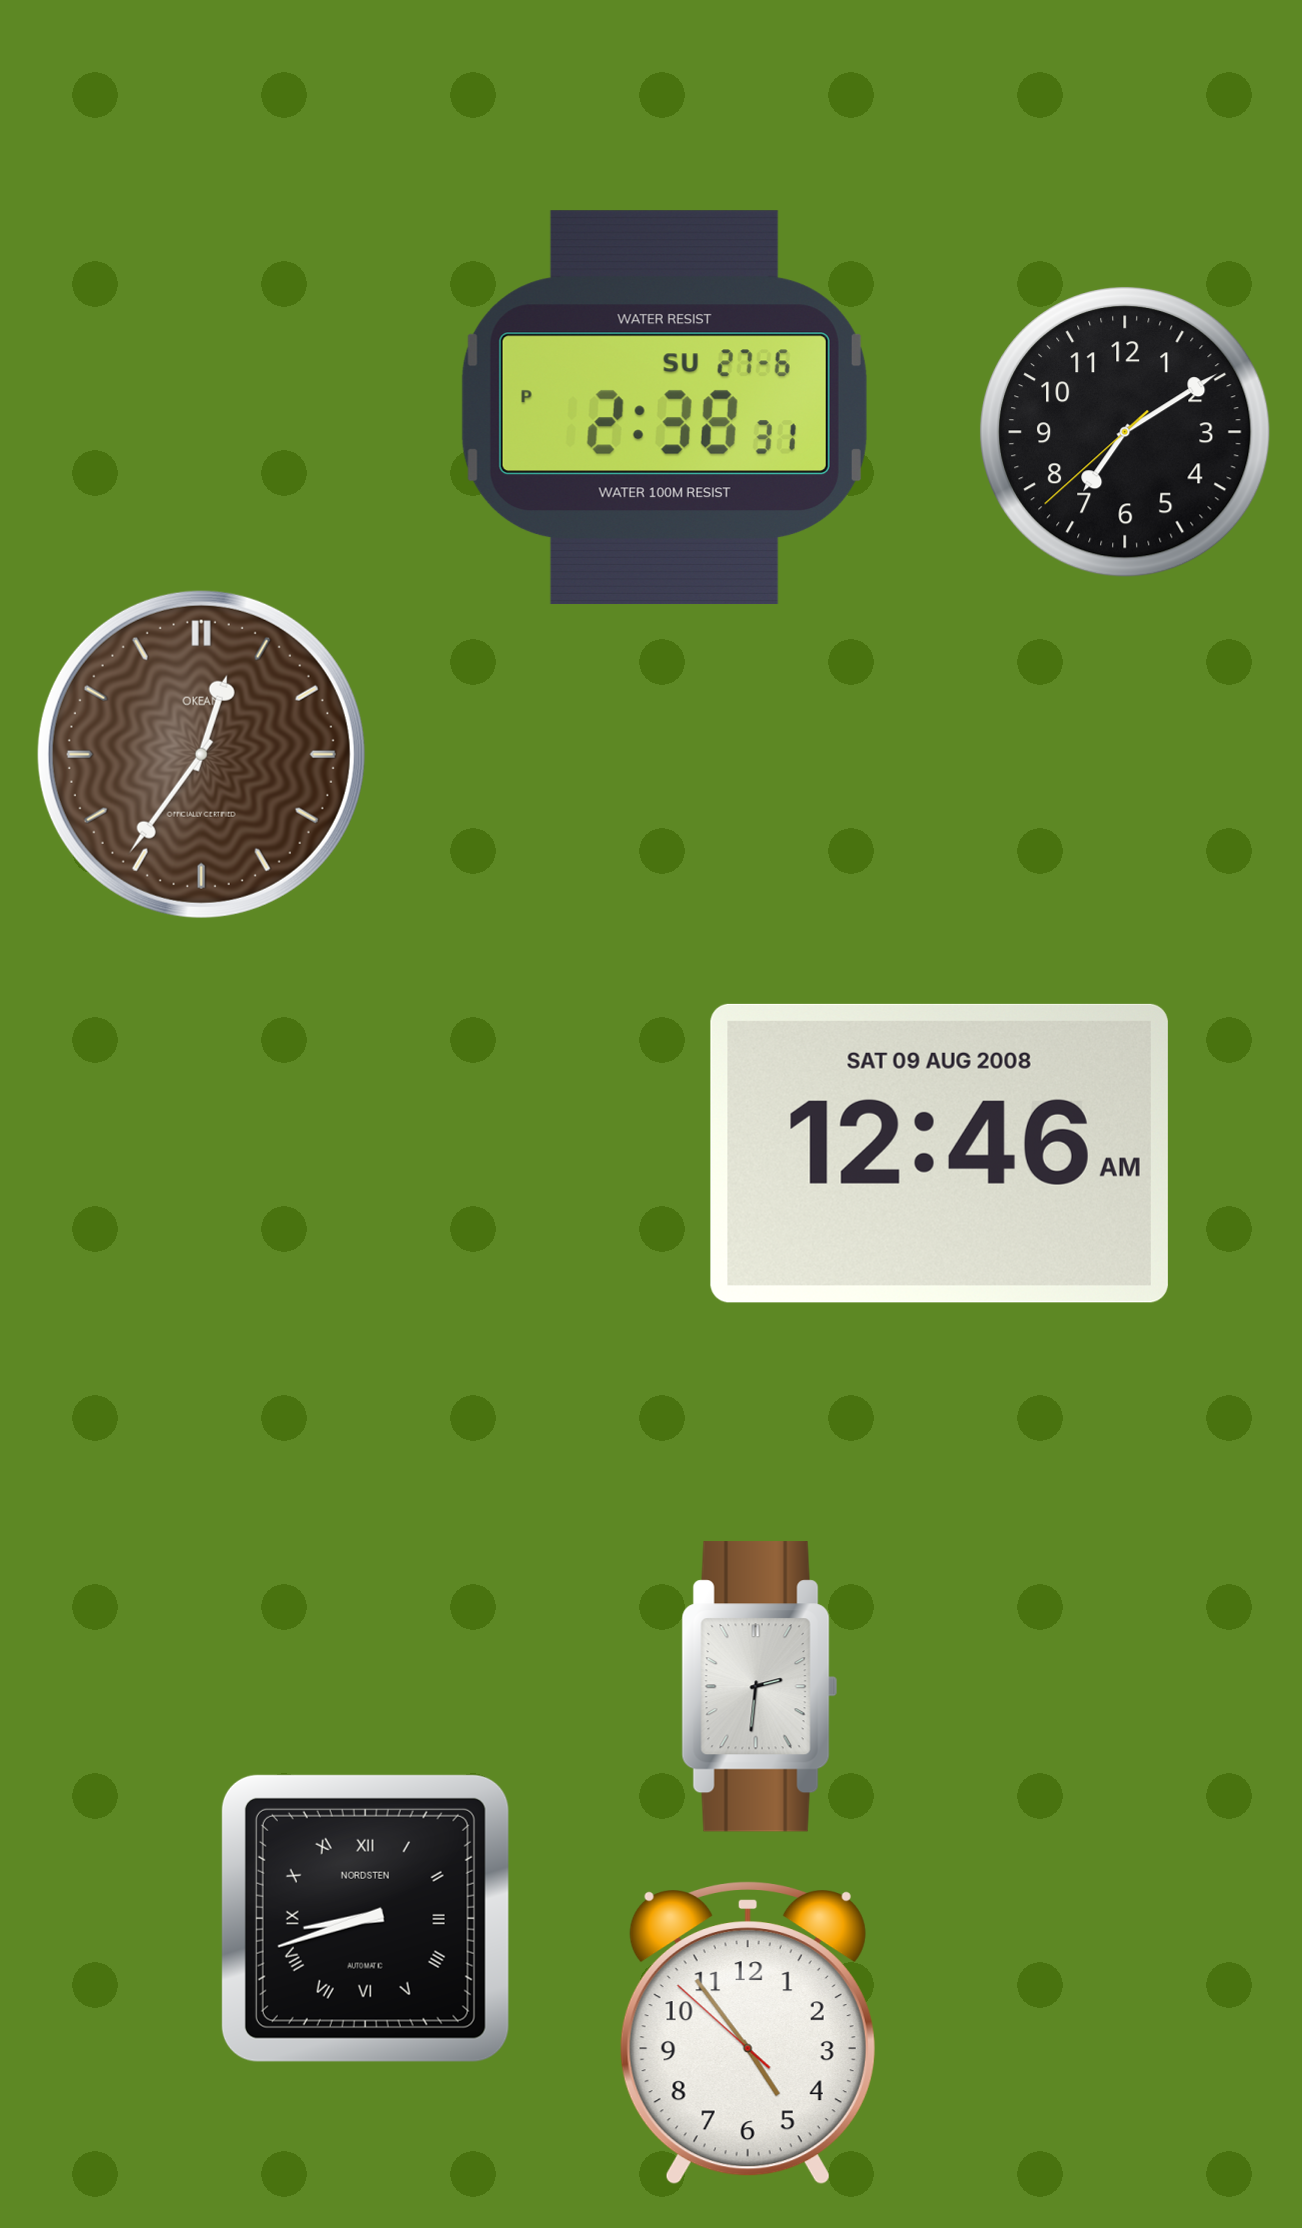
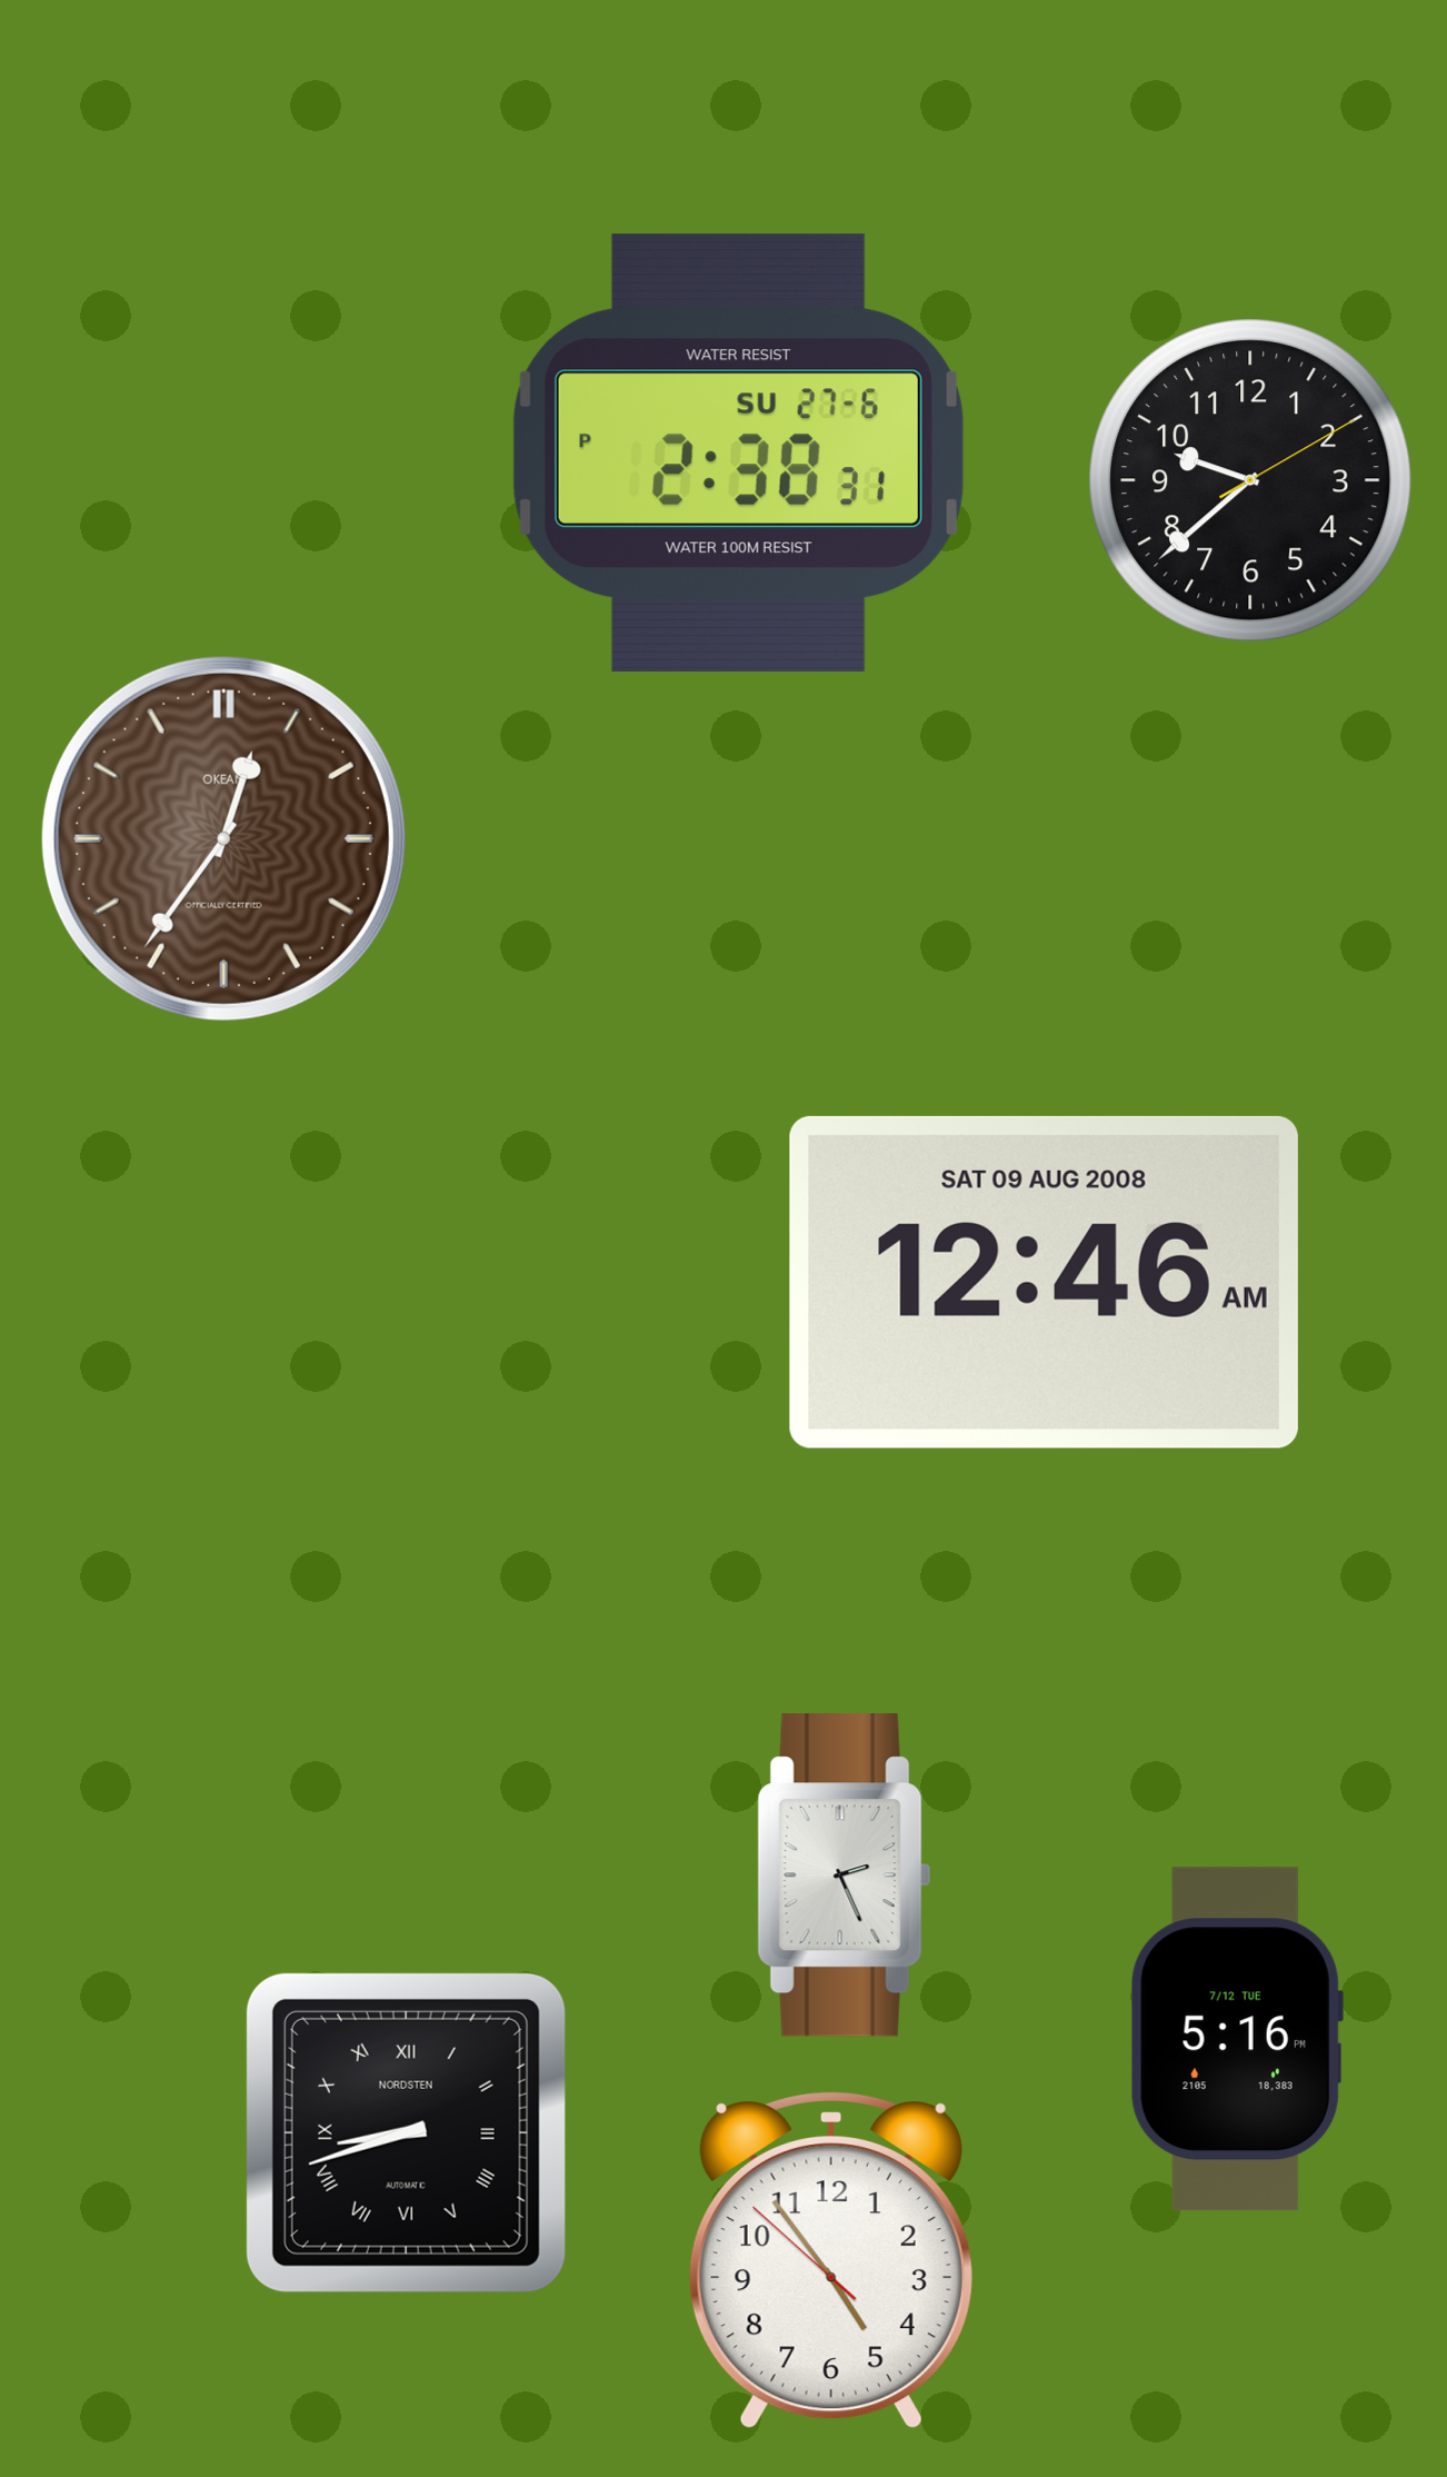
clock at (1125, 432): 7:09 -> 9:38
clock at (759, 1687): 2:31 -> 2:26
clock at (1237, 2039): none -> 5:16
